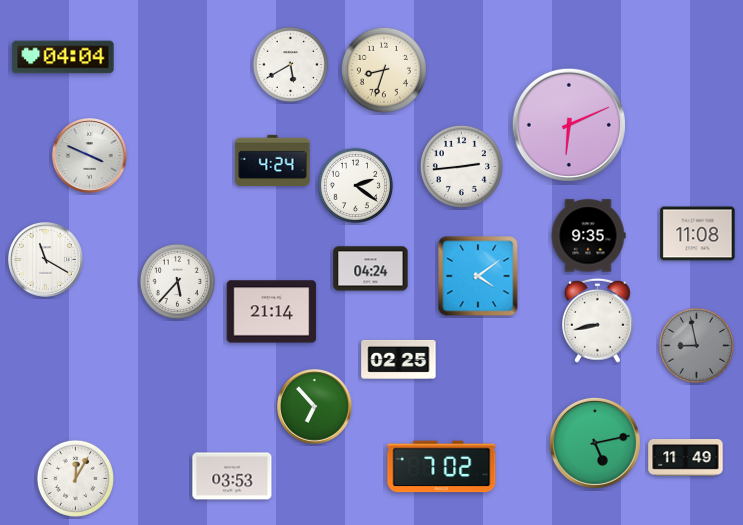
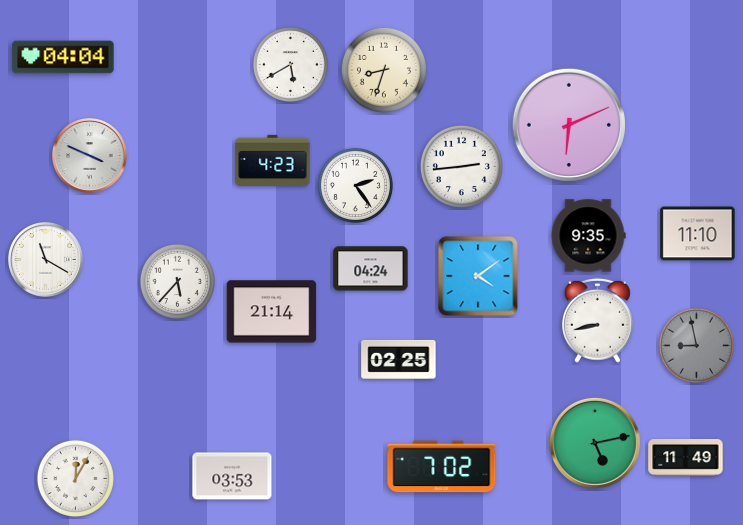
clock at (273, 160): 4:24 -> 4:23
clock at (355, 185): 2:21 -> 2:24
clock at (698, 234): 11:08 -> 11:10
clock at (315, 407): 6:53 -> none
